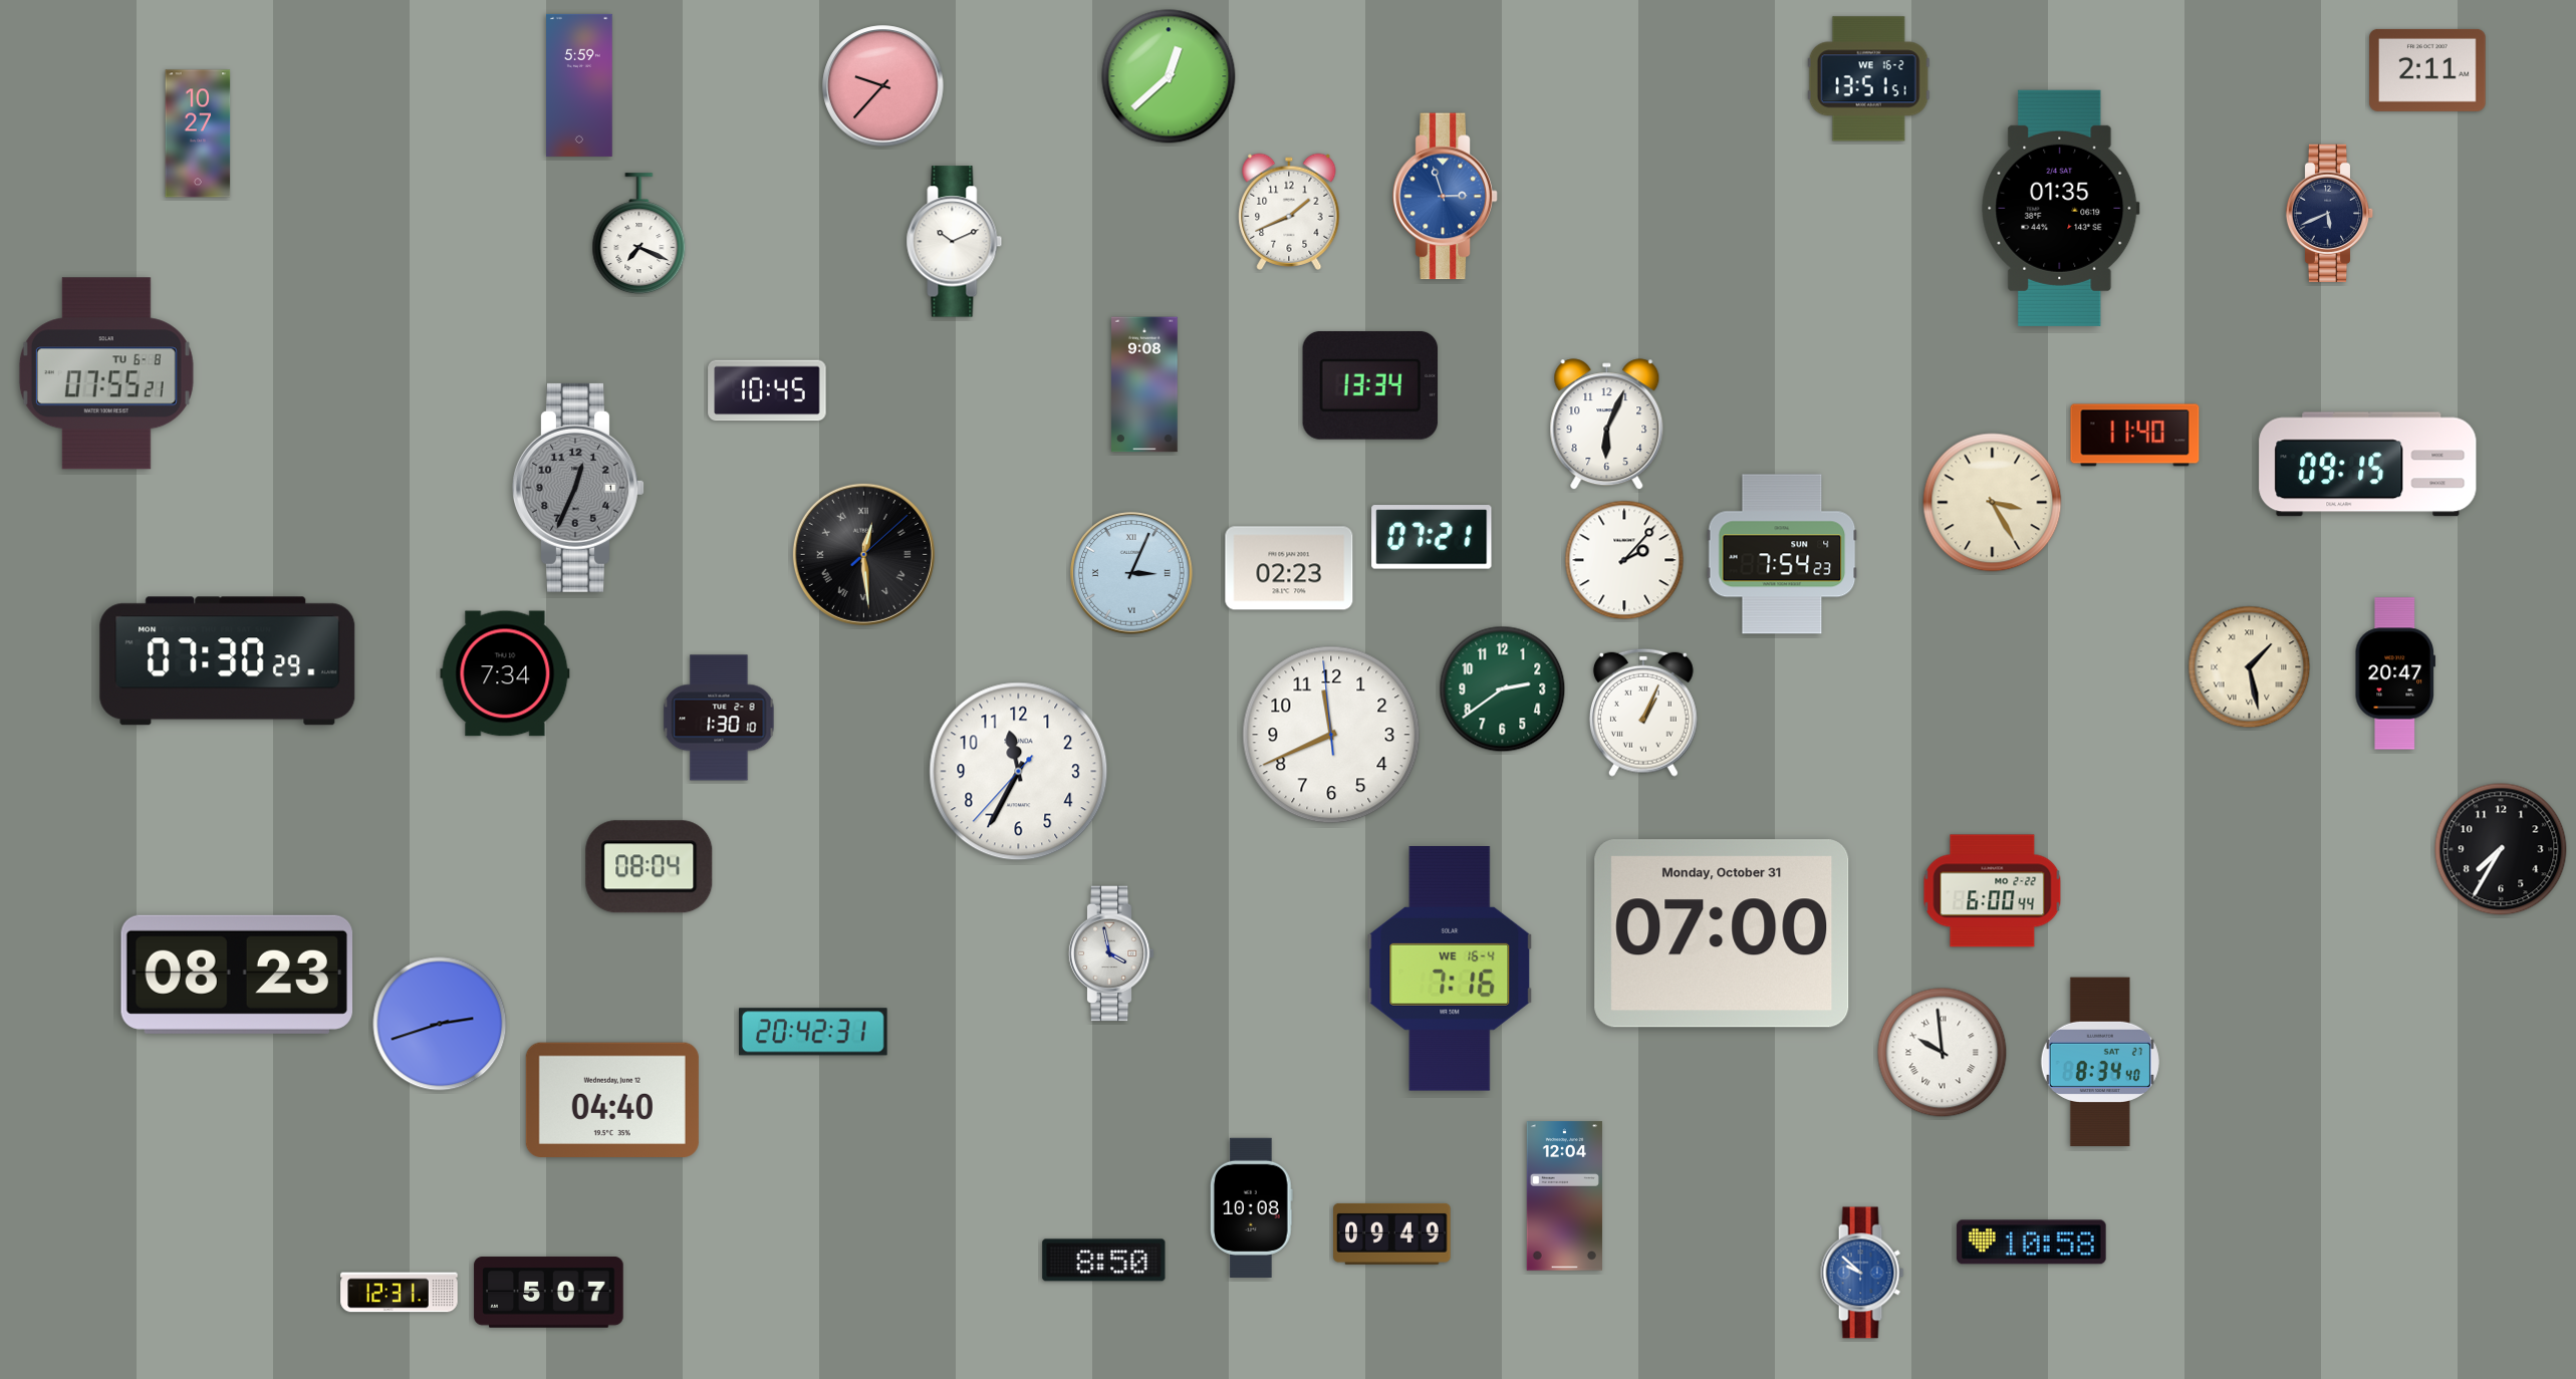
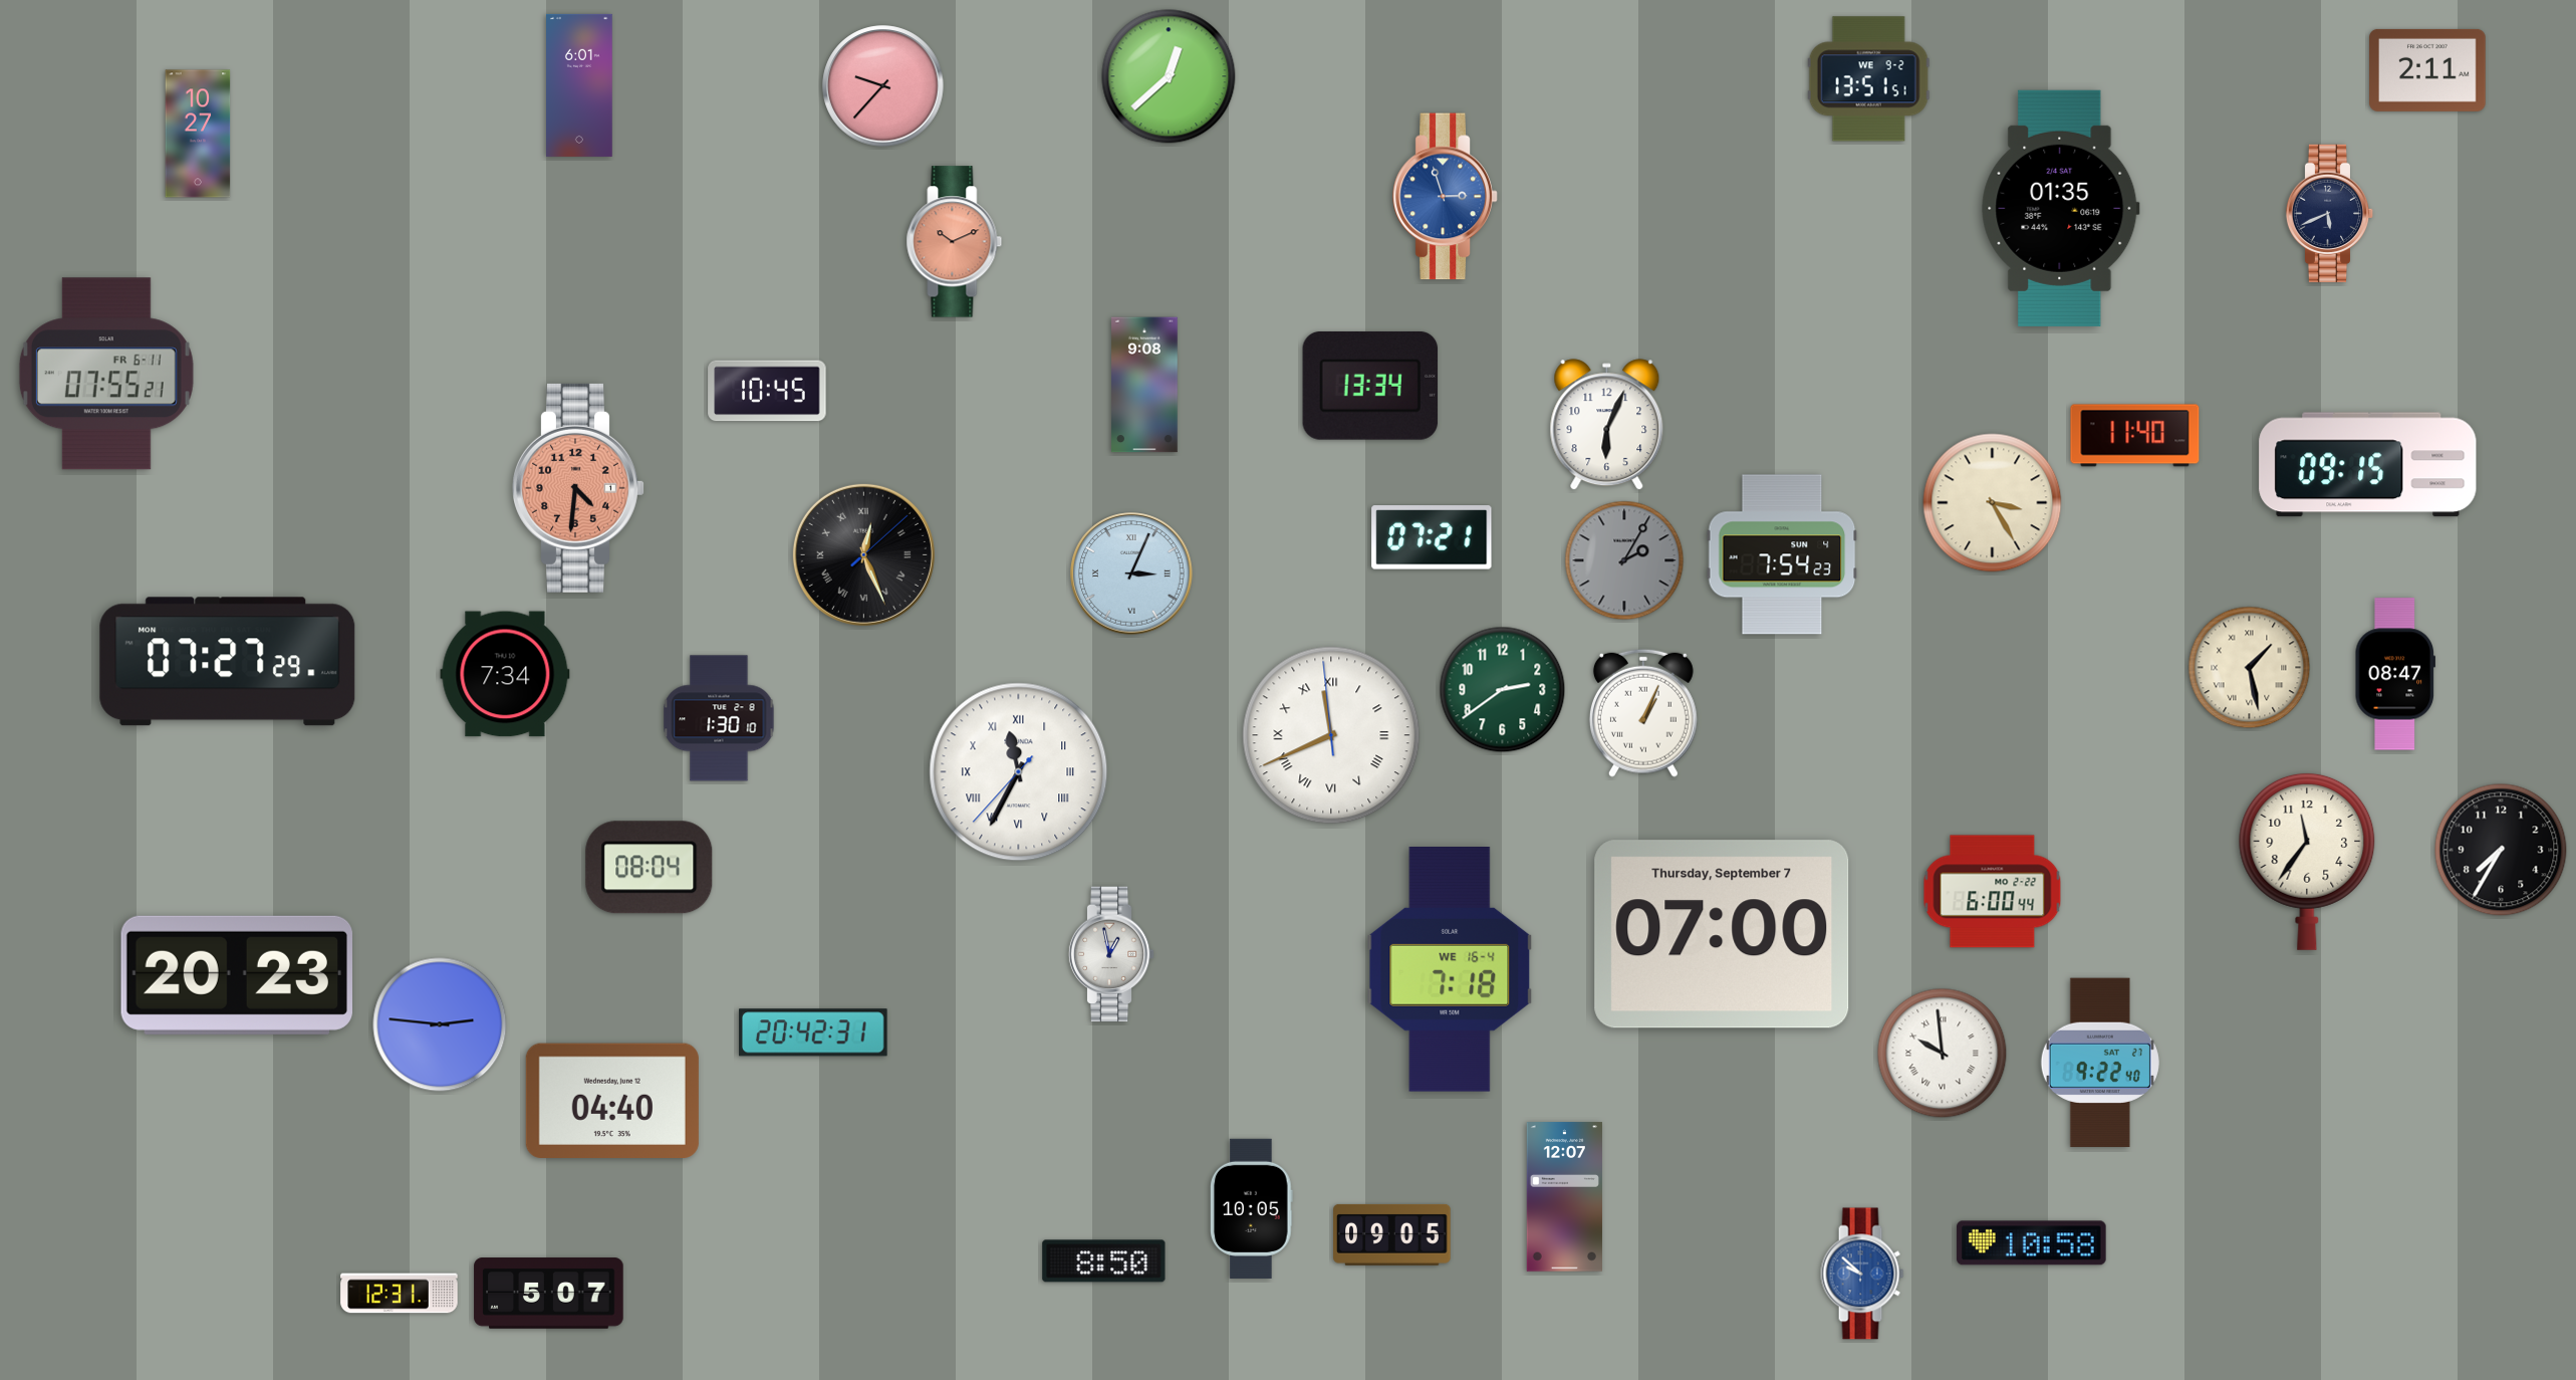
clock at (1868, 79) date: WE 16-2 -> WE 9-2
clock at (579, 85): 5:59 -> 6:01
clock at (1289, 212): 1:41 -> none
clock at (639, 234): 7:19 -> none
clock at (955, 242) dial: white -> salmon
clock at (106, 373) date: TU 6-8 -> FR 6-11
clock at (579, 488): 12:34 -> 4:31
clock at (579, 488) dial: grey -> salmon
clock at (863, 554): 12:29 -> 12:26
clock at (1624, 560): 2:07 -> 2:05
clock at (1624, 560) dial: white -> grey
clock at (1289, 568): 02:23 -> none
clock at (228, 661): 07:30 -> 07:27
clock at (2394, 673): 20:47 -> 08:47
clock at (1331, 735) numerals: Arabic -> Roman
clock at (1019, 772) numerals: Arabic -> Roman
clock at (2307, 861): none -> 11:36
clock at (1722, 933) date: Monday, October 31 -> Thursday, September 7
clock at (1111, 953): 3:58 -> 12:58
clock at (1450, 970): 7:16 -> 7:18
clock at (236, 975): 08:23 -> 20:23
clock at (440, 1024): 2:42 -> 2:46
clock at (2100, 1062): 8:34 -> 9:22
clock at (1564, 1196): 12:04 -> 12:07
clock at (1251, 1207): 10:08 -> 10:05
clock at (1392, 1233): 09:49 -> 09:05
